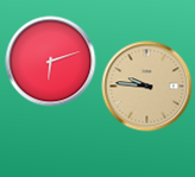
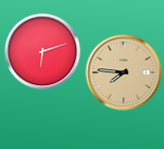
clock at (147, 87): 9:46 -> 7:46
